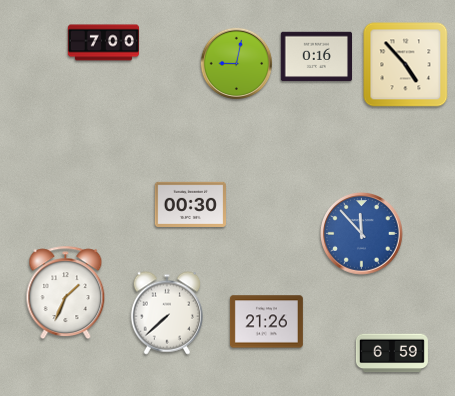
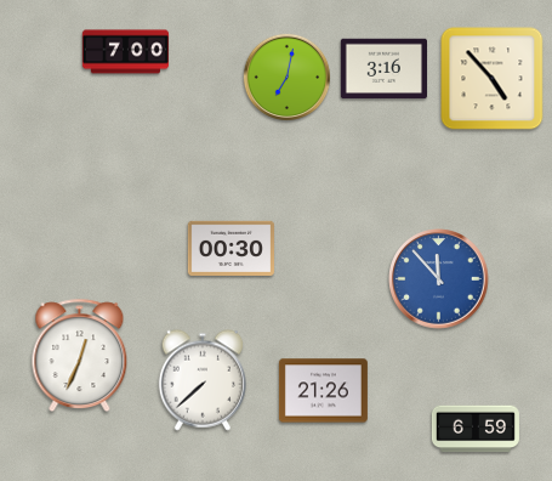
clock at (316, 57): 0:16 -> 3:16
clock at (237, 64): 9:02 -> 7:02
clock at (362, 234) position: (362, 234) -> (439, 279)
clock at (66, 292): 1:34 -> 12:34
